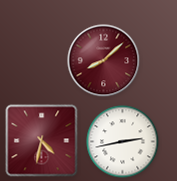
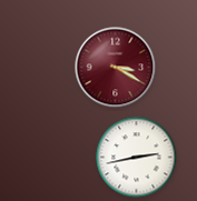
clock at (104, 61): 8:08 -> 3:20
clock at (42, 141): 4:32 -> none
